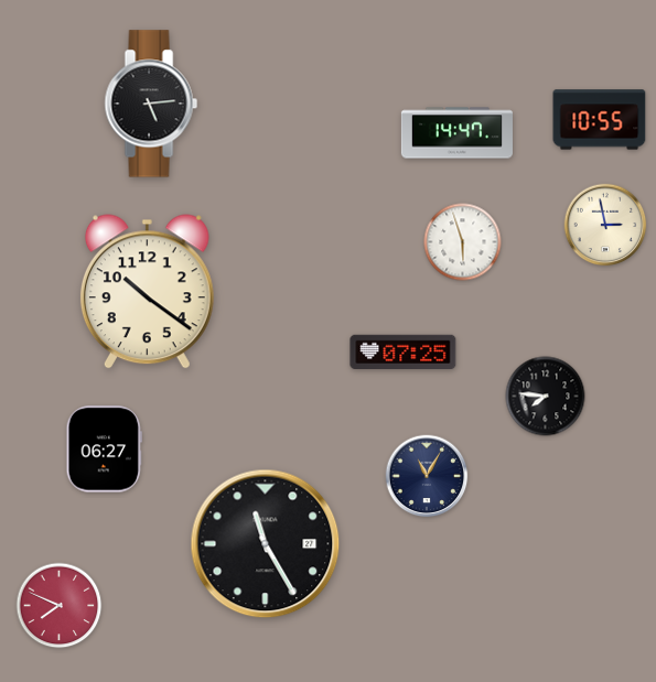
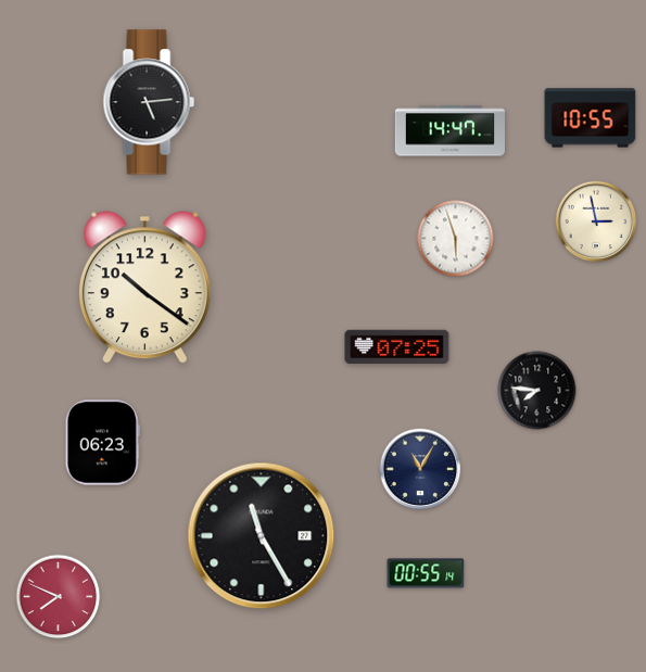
clock at (104, 450): 06:27 -> 06:23
clock at (426, 573): none -> 00:55
